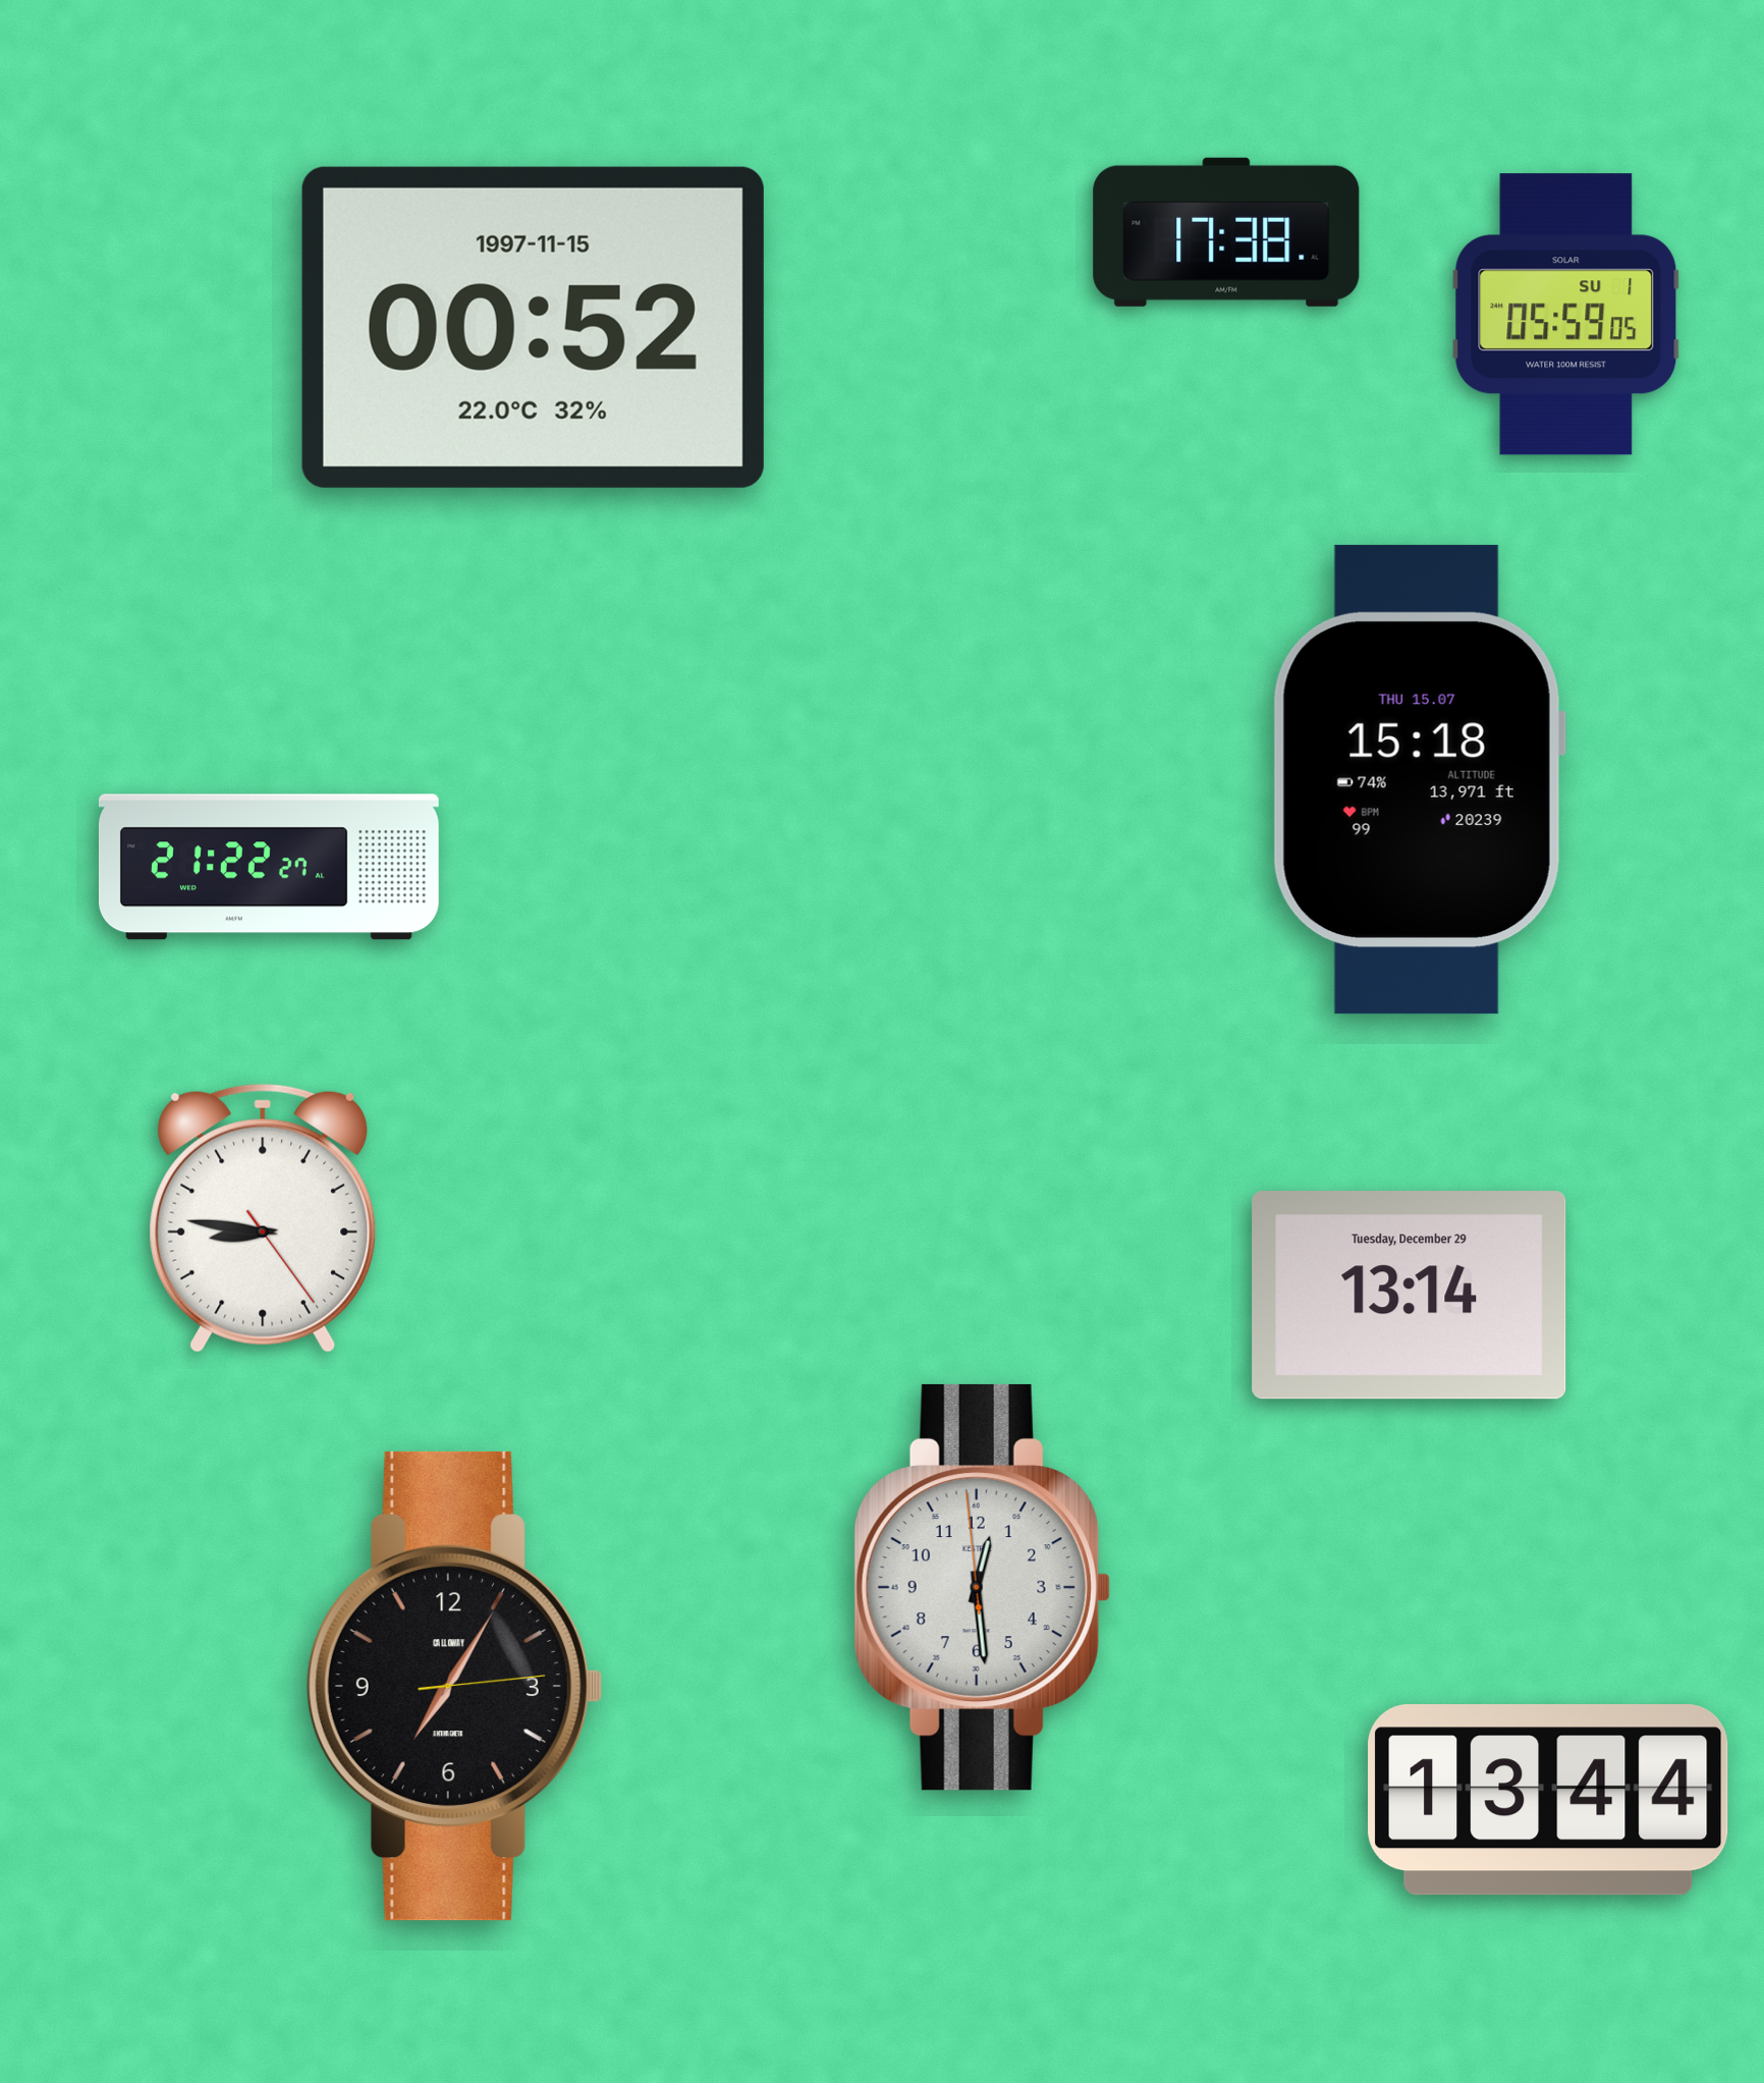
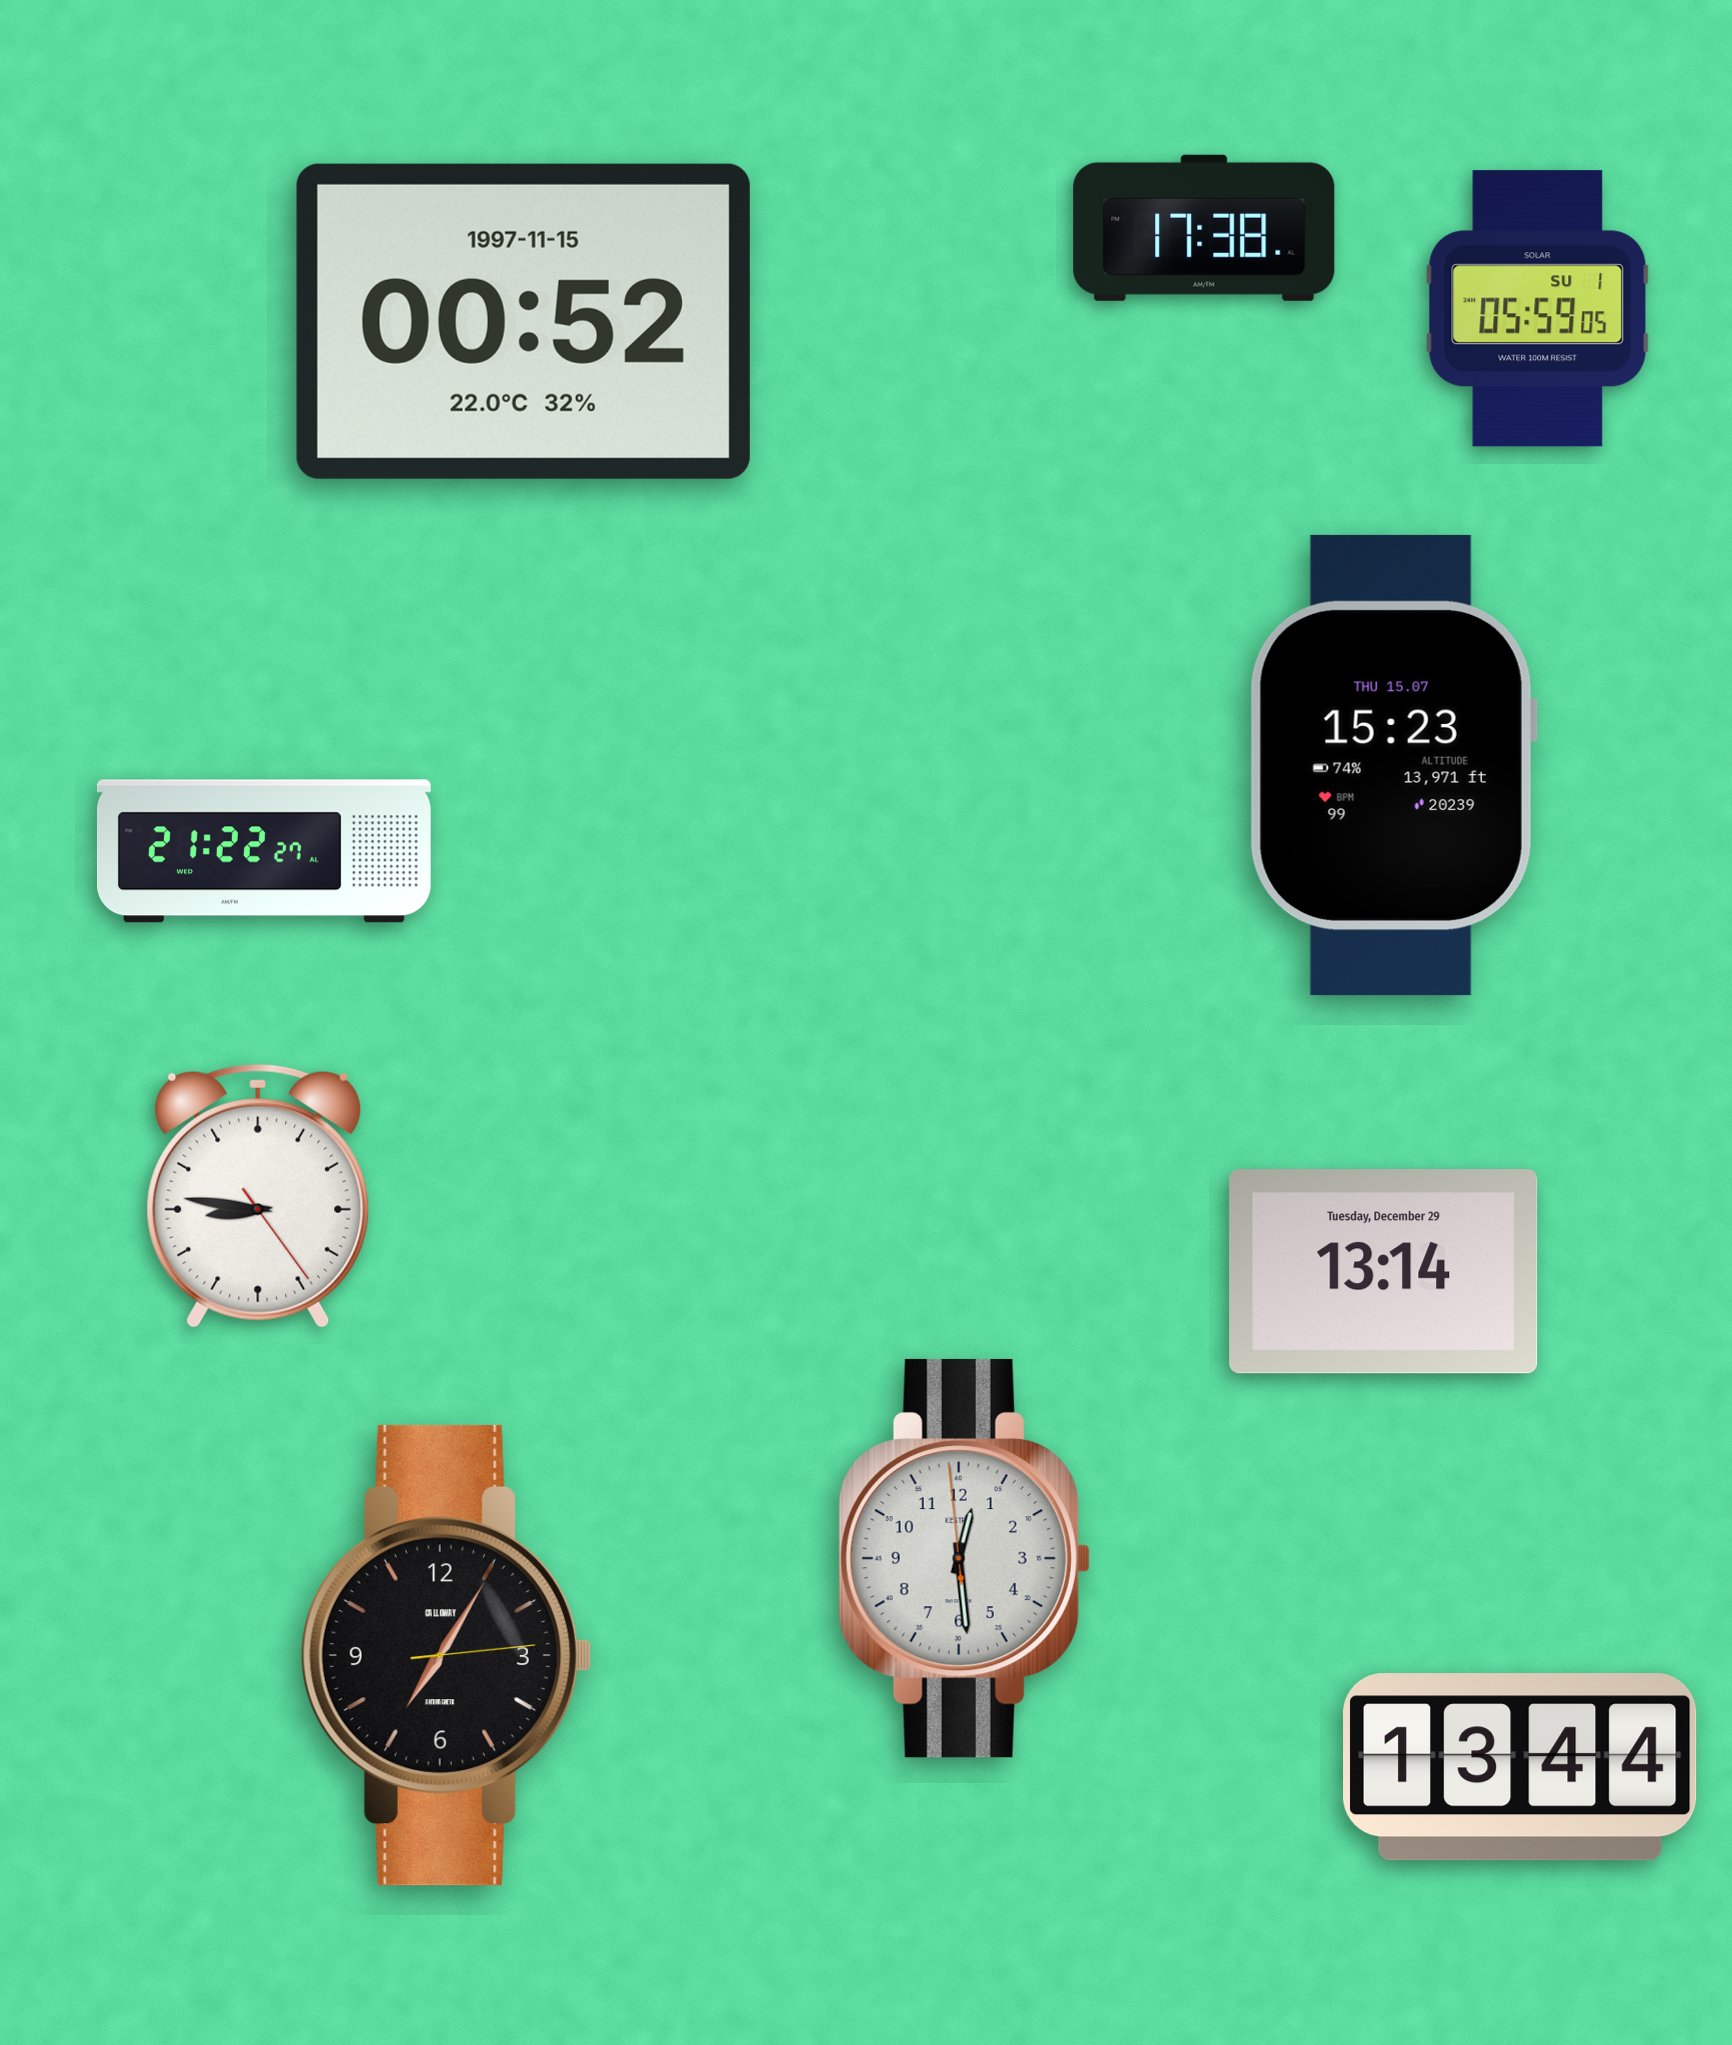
clock at (1419, 779): 15:18 -> 15:23
